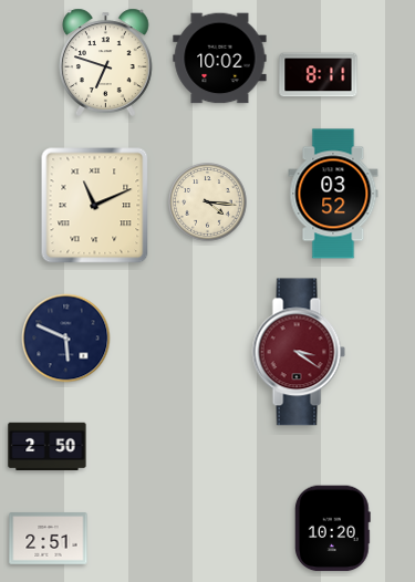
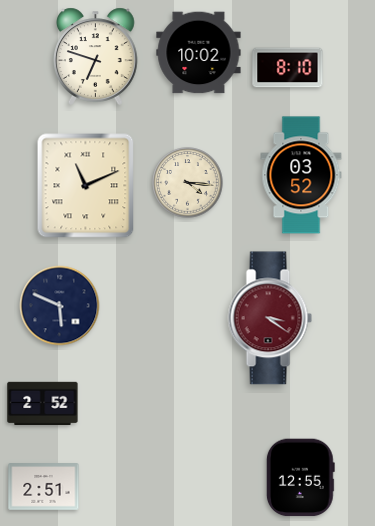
clock at (319, 75): 8:11 -> 8:10
clock at (48, 446): 2:50 -> 2:52
clock at (332, 529): 10:20 -> 12:55
